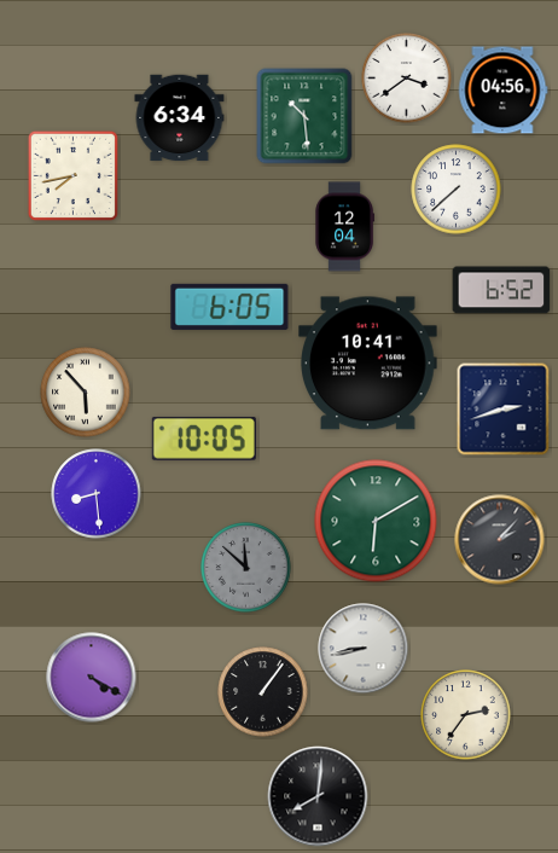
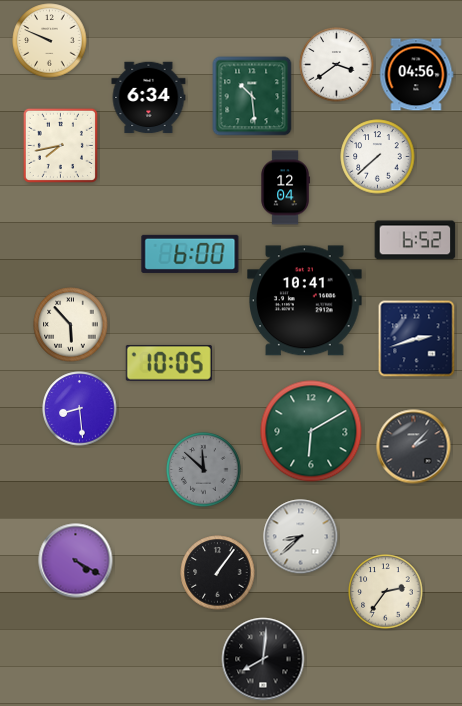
clock at (50, 41): none -> 9:49
clock at (229, 307): 6:05 -> 6:00
clock at (364, 649): 8:43 -> 8:38
